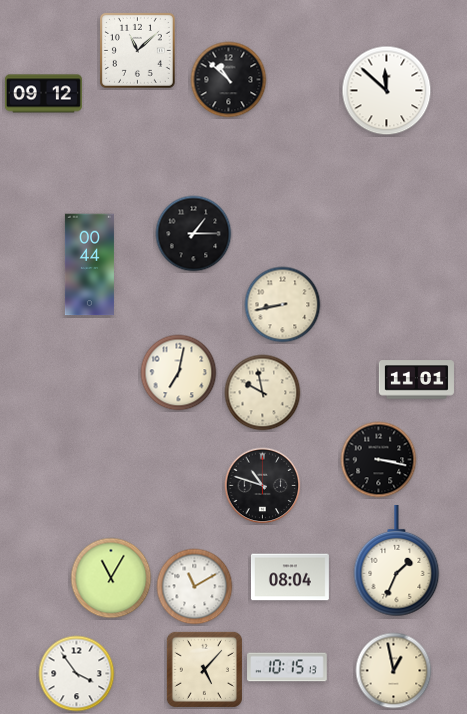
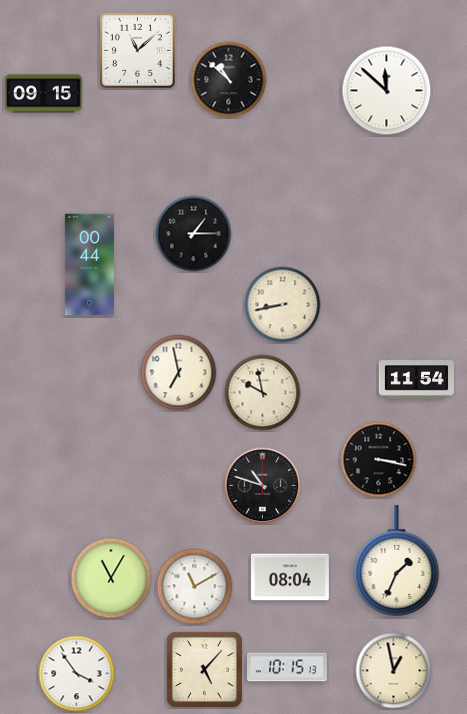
clock at (43, 94): 09:12 -> 09:15
clock at (179, 373): 7:02 -> 6:58
clock at (416, 380): 11:01 -> 11:54
